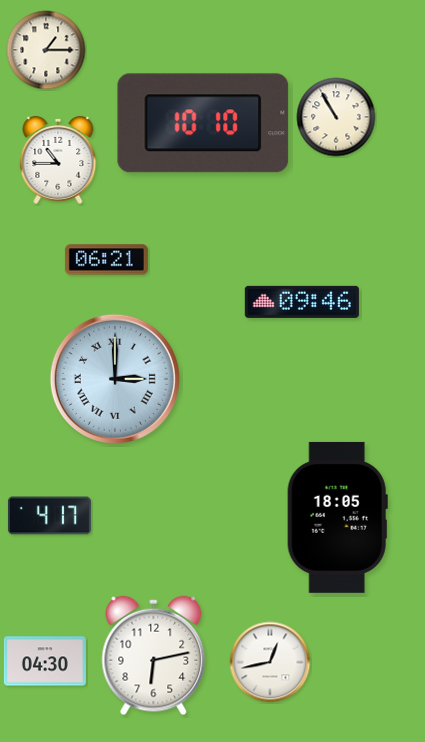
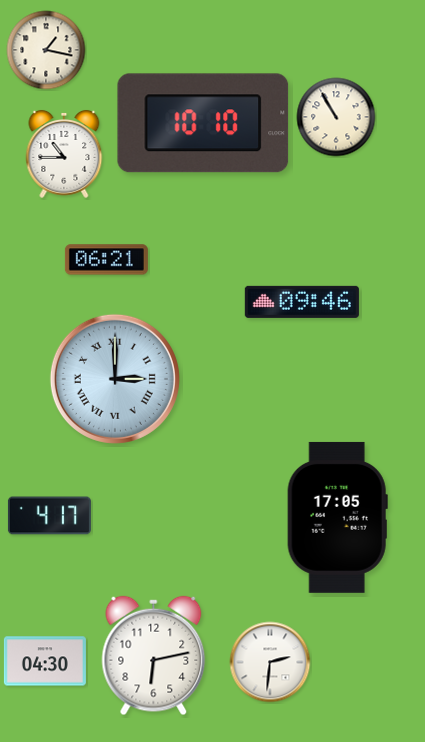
clock at (46, 50): 1:15 -> 1:17
clock at (58, 160) position: (58, 160) -> (64, 154)
clock at (337, 517): 18:05 -> 17:05
clock at (270, 662): 12:43 -> 2:31
